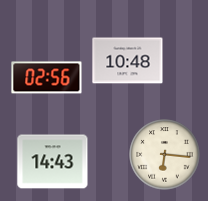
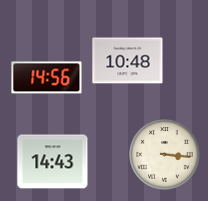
clock at (47, 78): 02:56 -> 14:56
clock at (165, 155): 6:16 -> 3:16
